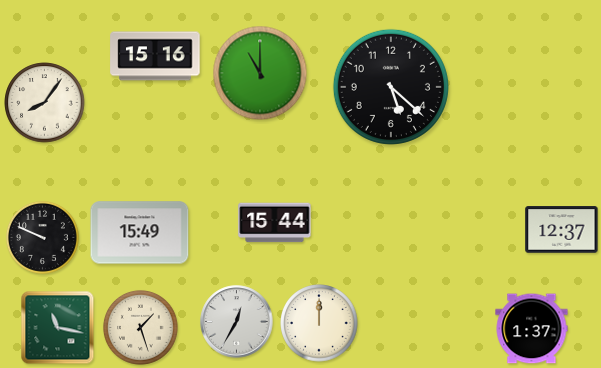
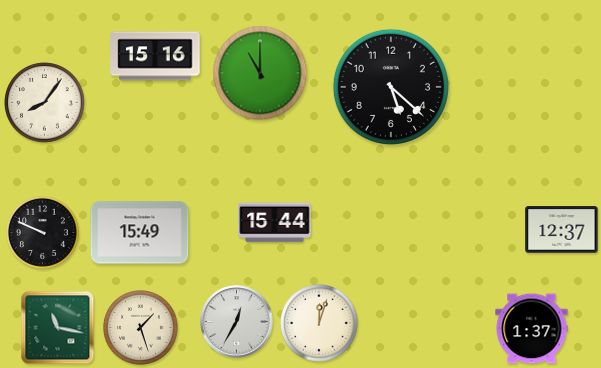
clock at (42, 237) position: (42, 237) -> (42, 232)
clock at (319, 323): 12:00 -> 12:03
